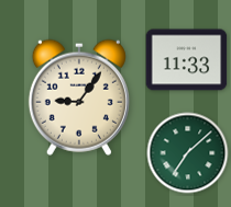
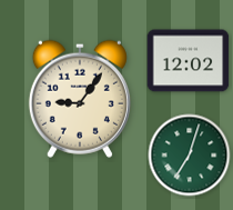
clock at (187, 60): 11:33 -> 12:02
clock at (188, 153): 7:08 -> 7:03
